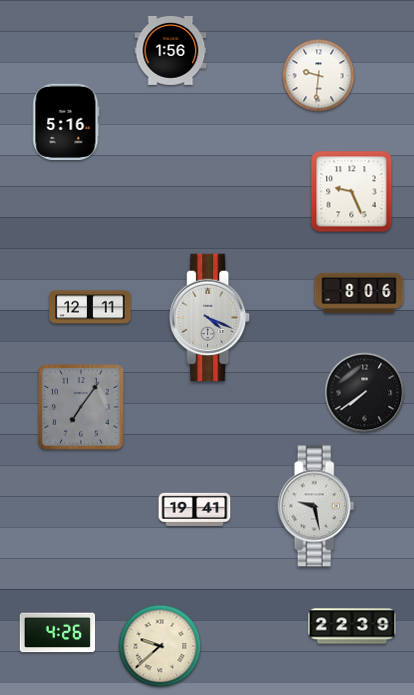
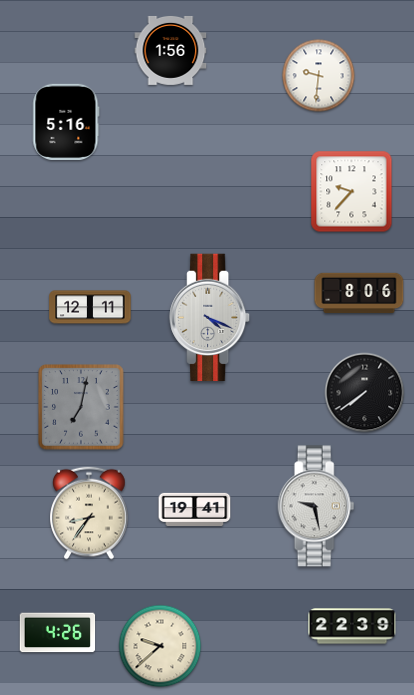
clock at (352, 192): 9:26 -> 9:37
clock at (81, 407): 7:06 -> 7:02
clock at (89, 513): none -> 8:36
